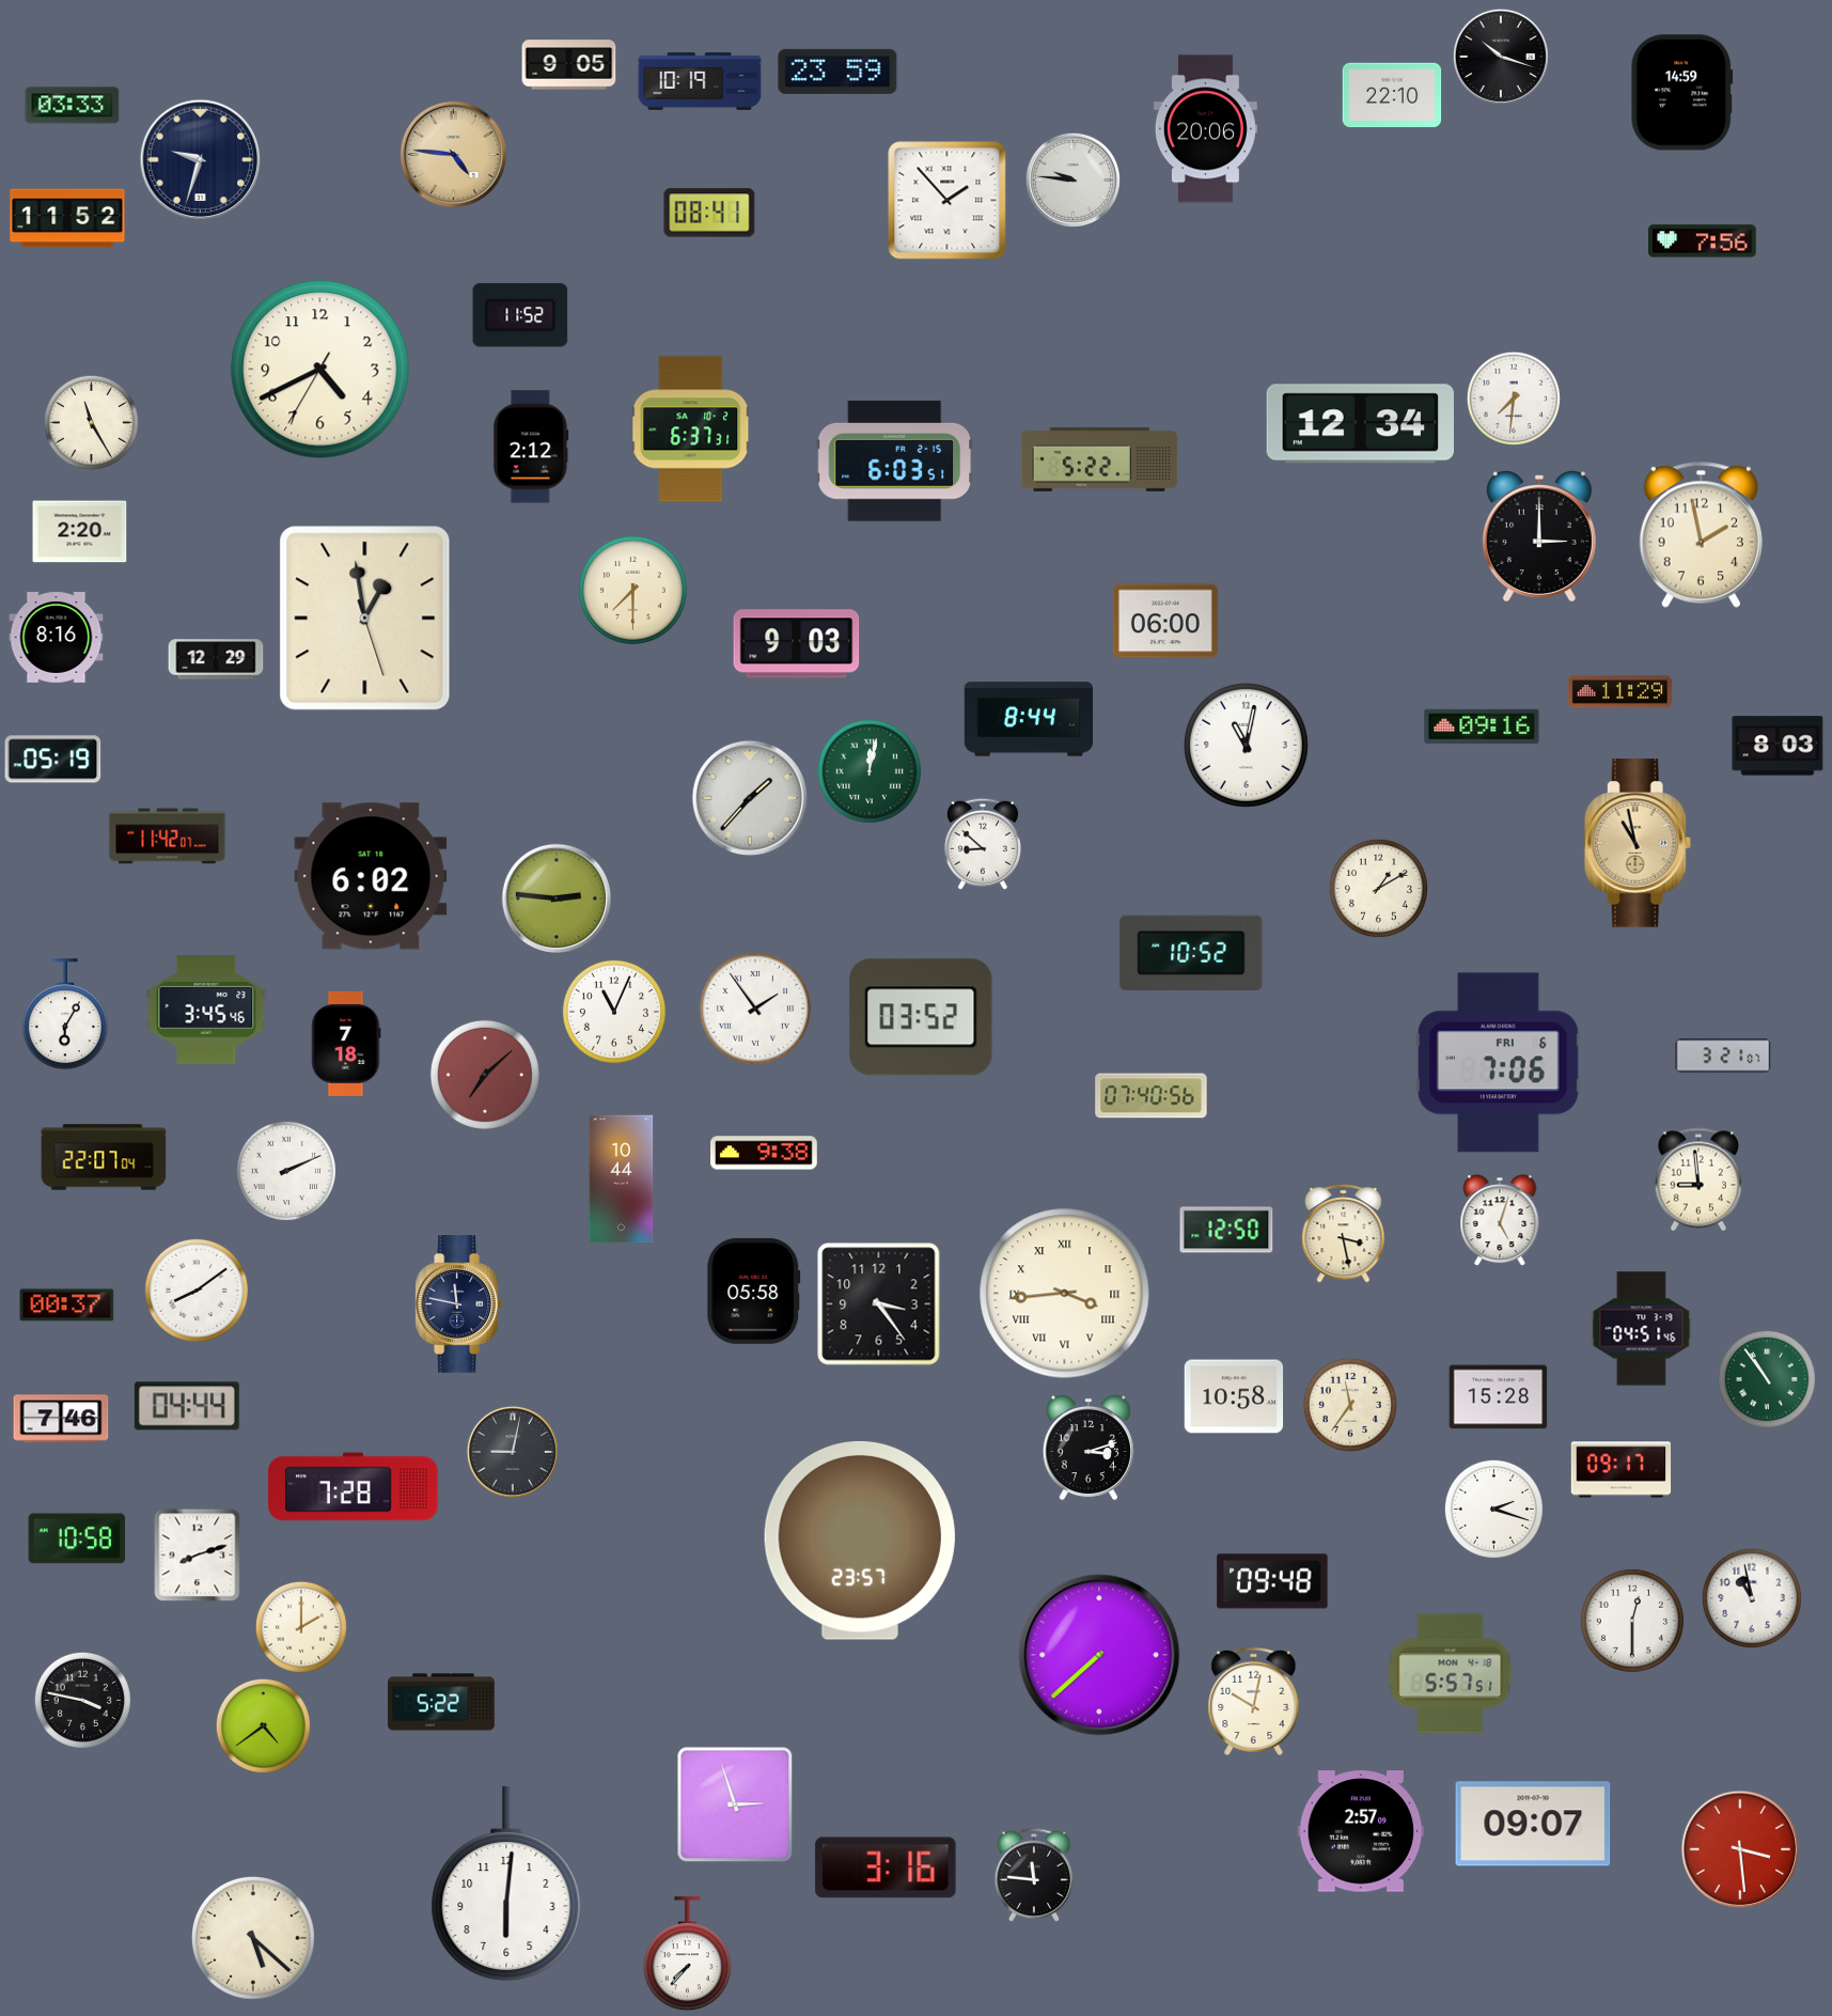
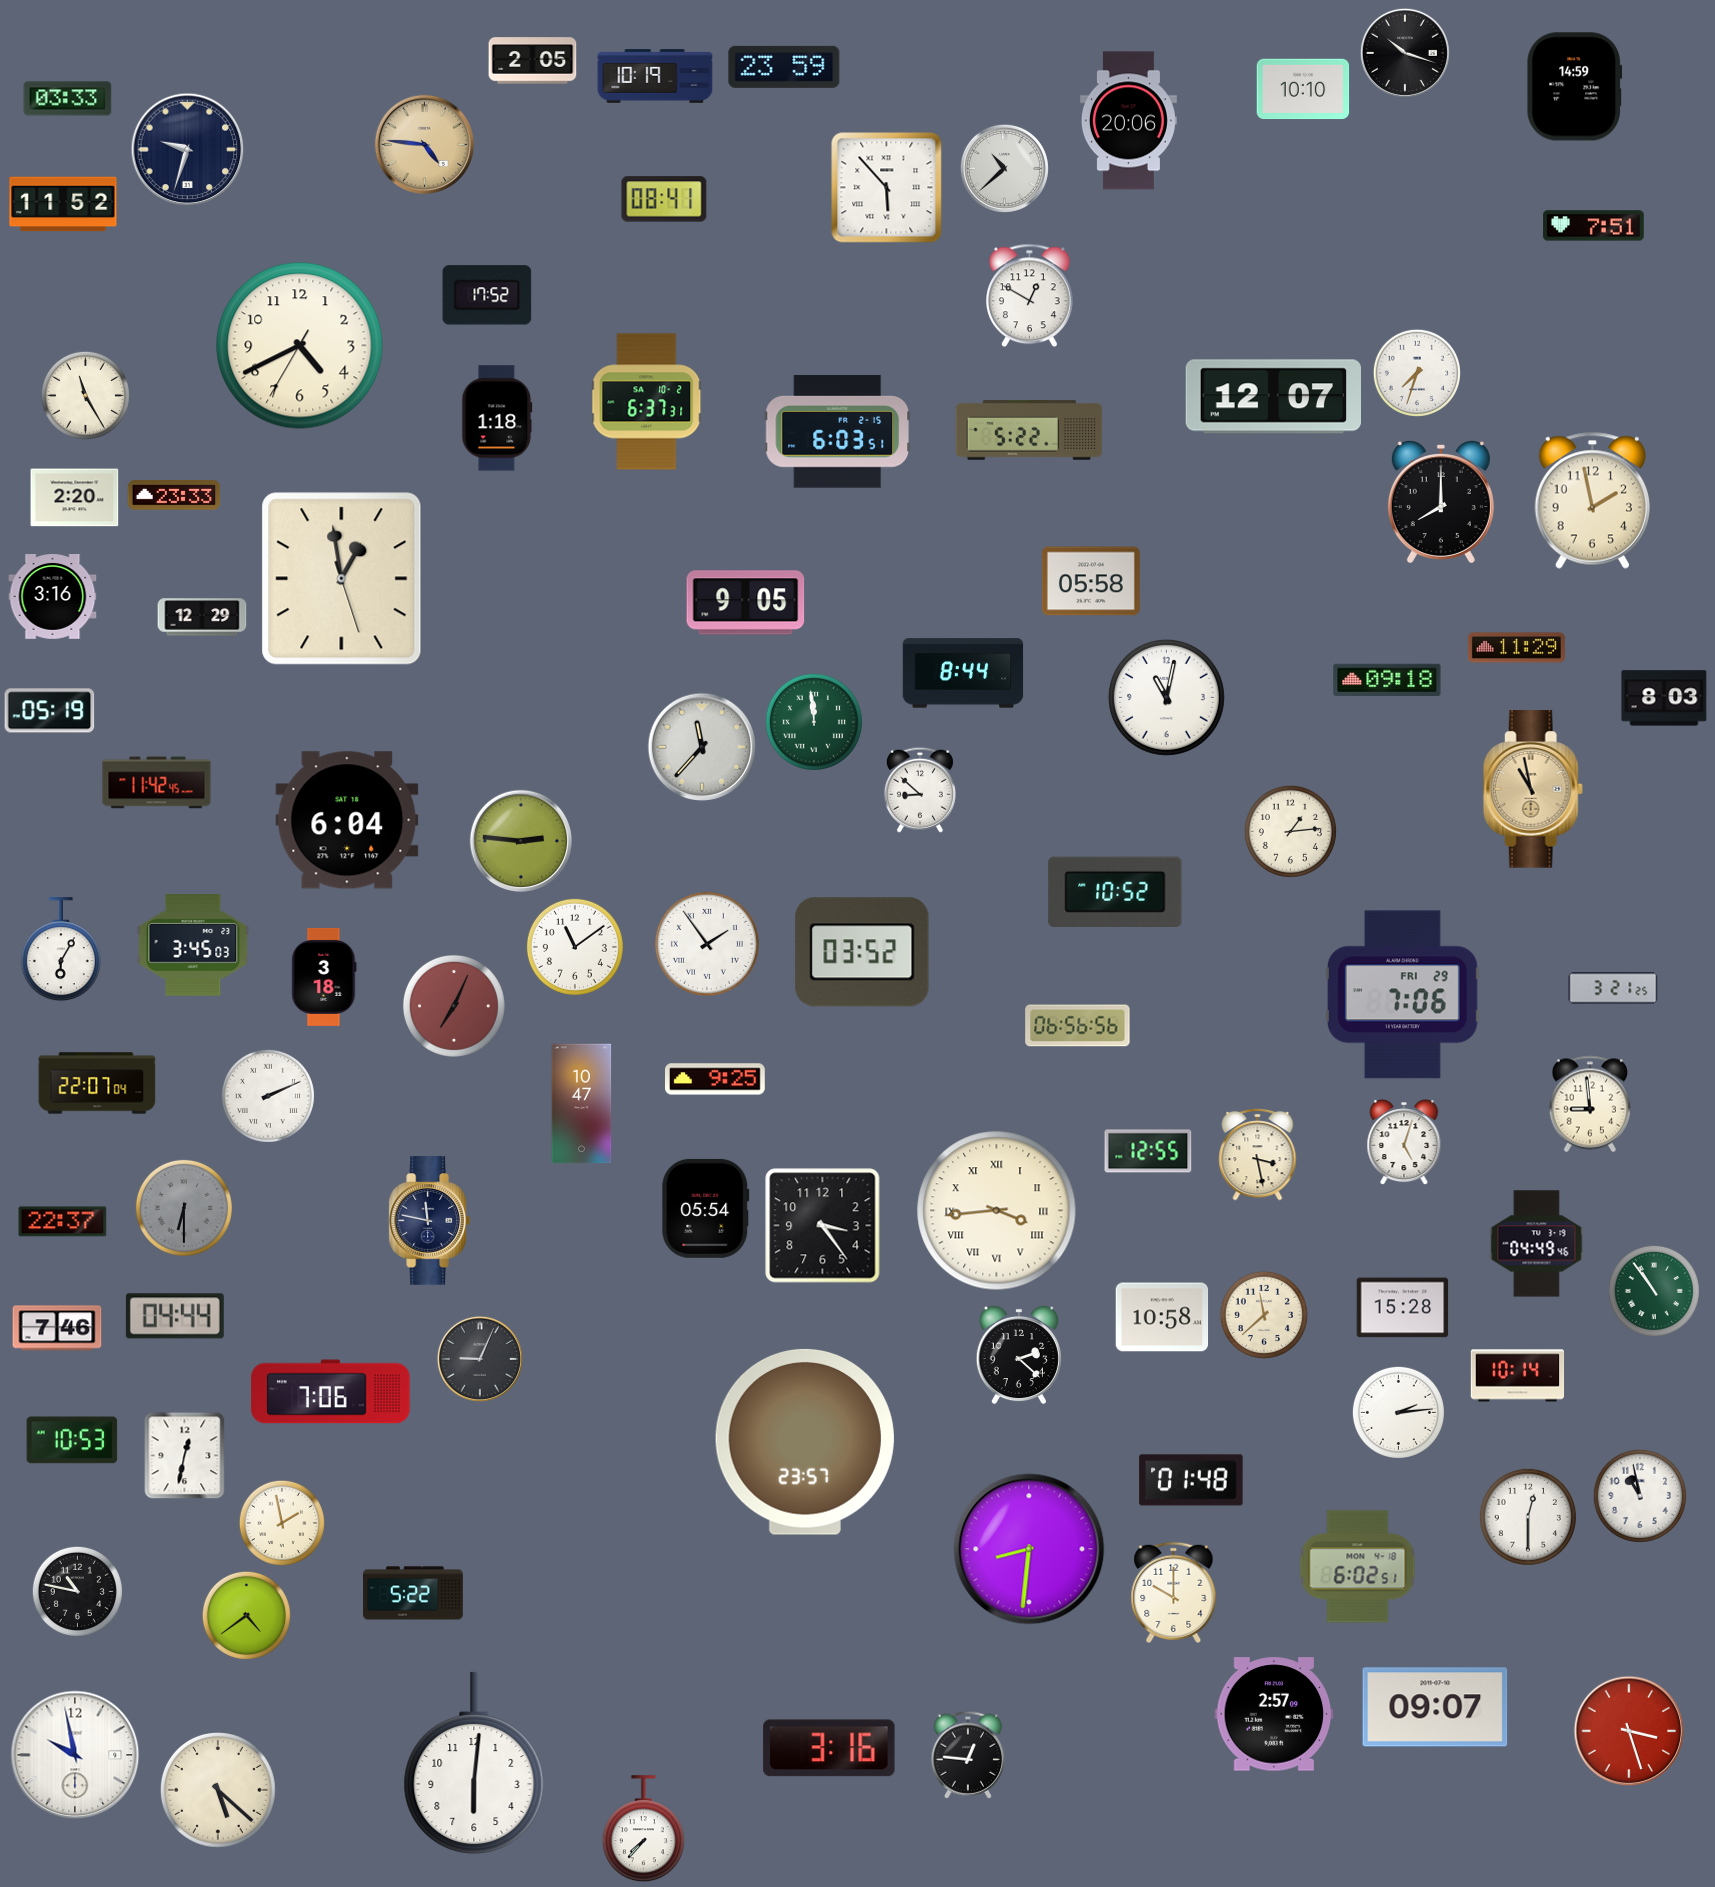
clock at (569, 65): 9:05 -> 2:05
clock at (1392, 95): 22:10 -> 10:10
clock at (1072, 179): 9:46 -> 10:38
clock at (948, 201): 1:53 -> 5:53
clock at (1703, 241): 7:56 -> 7:51
clock at (520, 315): 11:52 -> 17:52
clock at (1030, 296): none -> 12:50
clock at (1514, 398): 7:31 -> 7:33
clock at (1360, 424): 12:34 -> 12:07
clock at (531, 447): 2:12 -> 1:18
clock at (174, 495): none -> 23:33
clock at (1539, 536): 3:00 -> 8:00
clock at (632, 590): 7:30 -> none
clock at (1165, 621): 06:00 -> 05:58
clock at (57, 638): 8:16 -> 3:16
clock at (797, 644): 9:03 -> 9:05
clock at (1482, 725): 09:16 -> 09:18
clock at (870, 771): 12:02 -> 11:59
clock at (750, 798): 1:37 -> 11:37
clock at (168, 837): 11:42:07 -> 11:42:45
clock at (371, 876): 6:02 -> 6:04
clock at (1378, 888): 1:10 -> 1:14
clock at (206, 1010): 3:45:46 -> 3:45:03
clock at (614, 1012): 11:04 -> 11:09
clock at (346, 1044): 7:18 -> 3:18
clock at (1723, 1056): 3:21:07 -> 3:21:25
clock at (1498, 1063) date: FRI 6 -> FRI 29
clock at (485, 1075): 7:08 -> 7:04
clock at (1152, 1096): 07:40 -> 06:56
clock at (765, 1153): 9:38 -> 9:25
clock at (622, 1179): 10:44 -> 10:47
clock at (1226, 1230): 12:50 -> 12:55
clock at (197, 1291): 8:09 -> 6:30
clock at (197, 1291) dial: white -> grey
clock at (754, 1291): 05:58 -> 05:54
clock at (879, 1304) position: (879, 1304) -> (823, 1226)
clock at (67, 1306): 00:37 -> 22:37
clock at (1642, 1329): 04:51 -> 04:49
clock at (1234, 1396) position: (1234, 1396) -> (1162, 1317)
clock at (1350, 1405): 11:36 -> 11:38
clock at (1089, 1448): 3:12 -> 2:22
clock at (513, 1452): 9:02 -> 9:04
clock at (1622, 1470): 09:17 -> 10:14
clock at (354, 1487): 7:28 -> 7:06
clock at (1493, 1509): 2:18 -> 2:14
clock at (77, 1538): 10:58 -> 10:53
clock at (198, 1556): 8:12 -> 12:32
clock at (1272, 1581): 09:48 -> 01:48
clock at (301, 1627): 2:00 -> 1:58
clock at (1099, 1655): 7:38 -> 8:31
clock at (1451, 1674): 5:57 -> 6:02
clock at (82, 1700): 3:47 -> 10:47
clock at (1254, 1701): 10:02 -> 10:00
clock at (735, 1804): 2:57 -> none
clock at (1740, 1849): 3:29 -> 3:27
clock at (75, 1755): none -> 9:58
clock at (1034, 1875): 11:46 -> 12:46
clock at (253, 1938) position: (253, 1938) -> (218, 1790)
